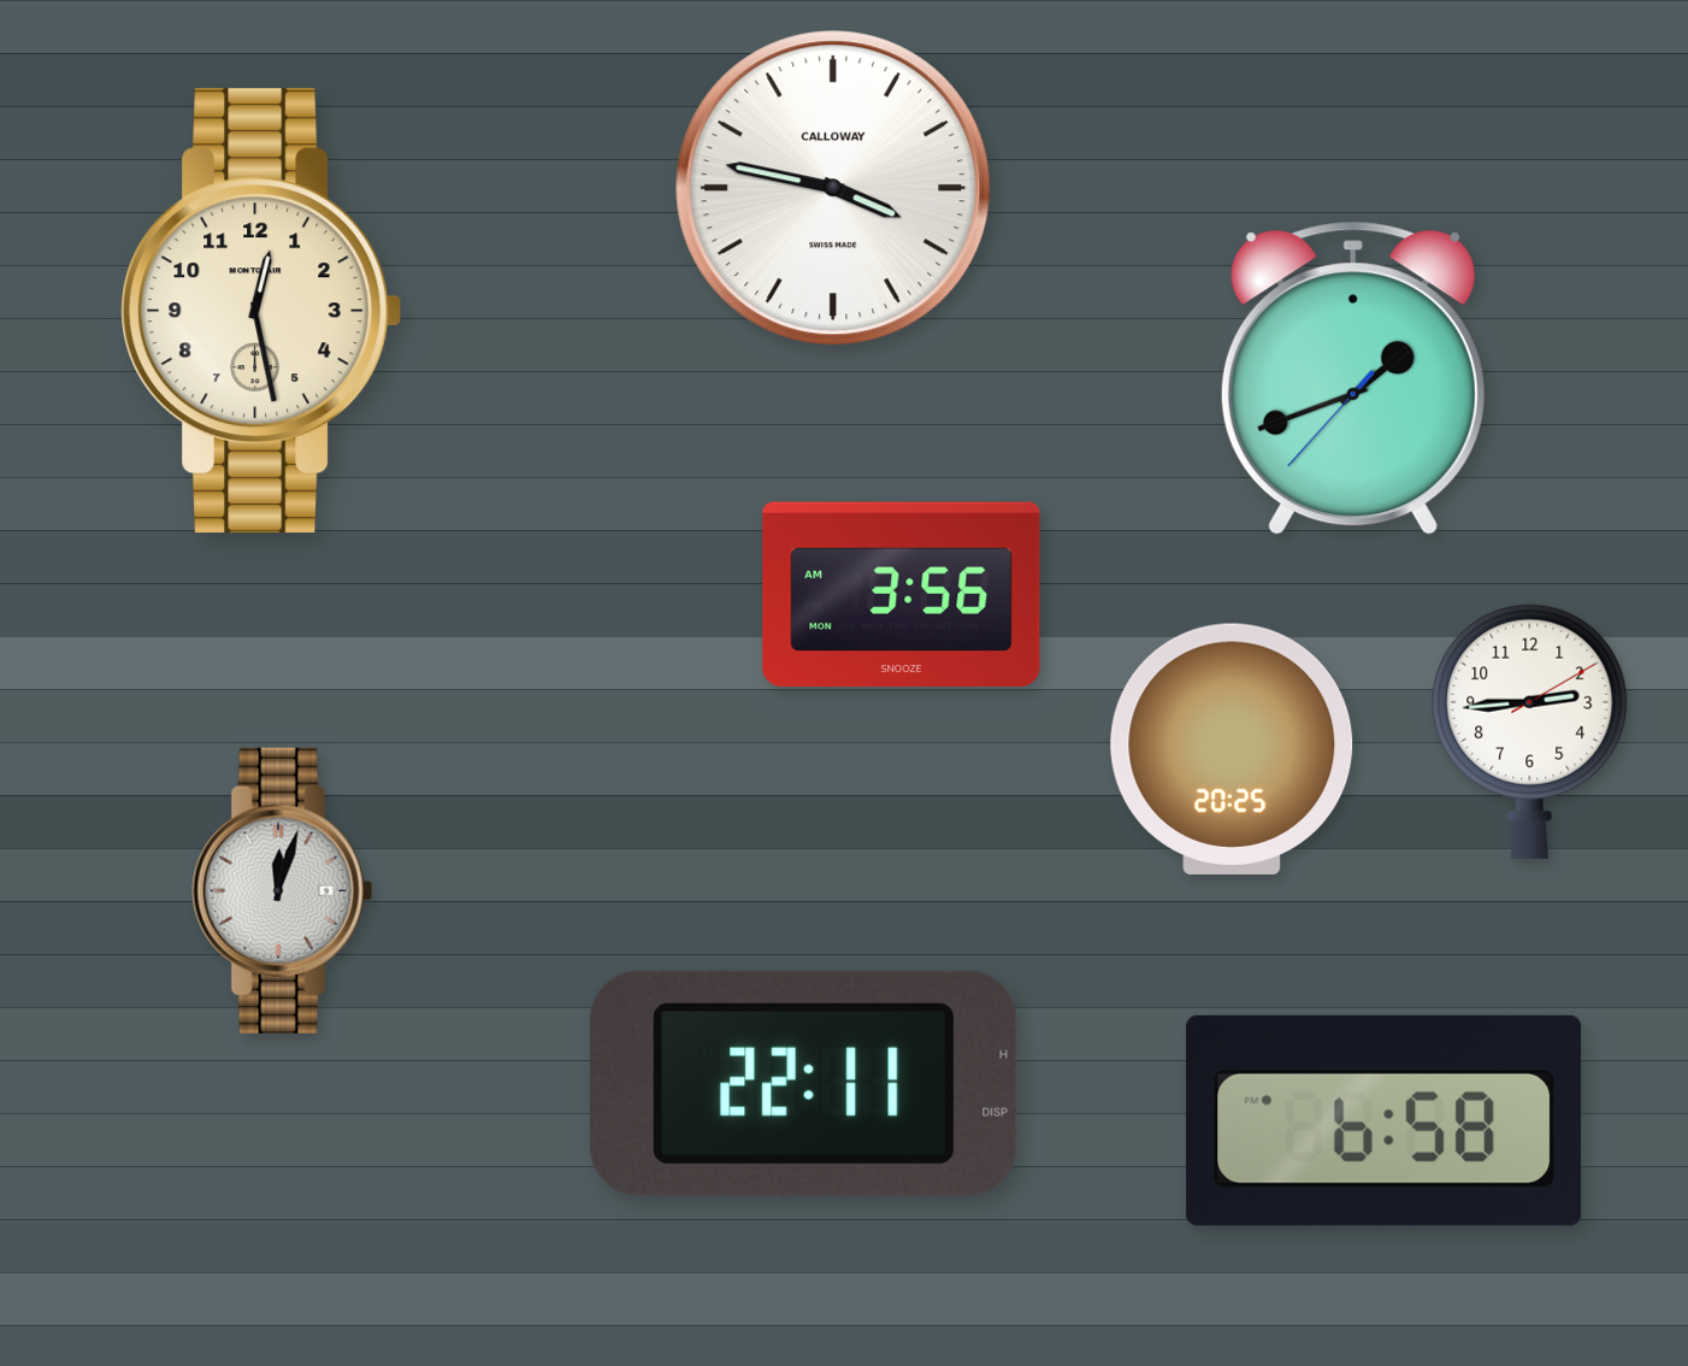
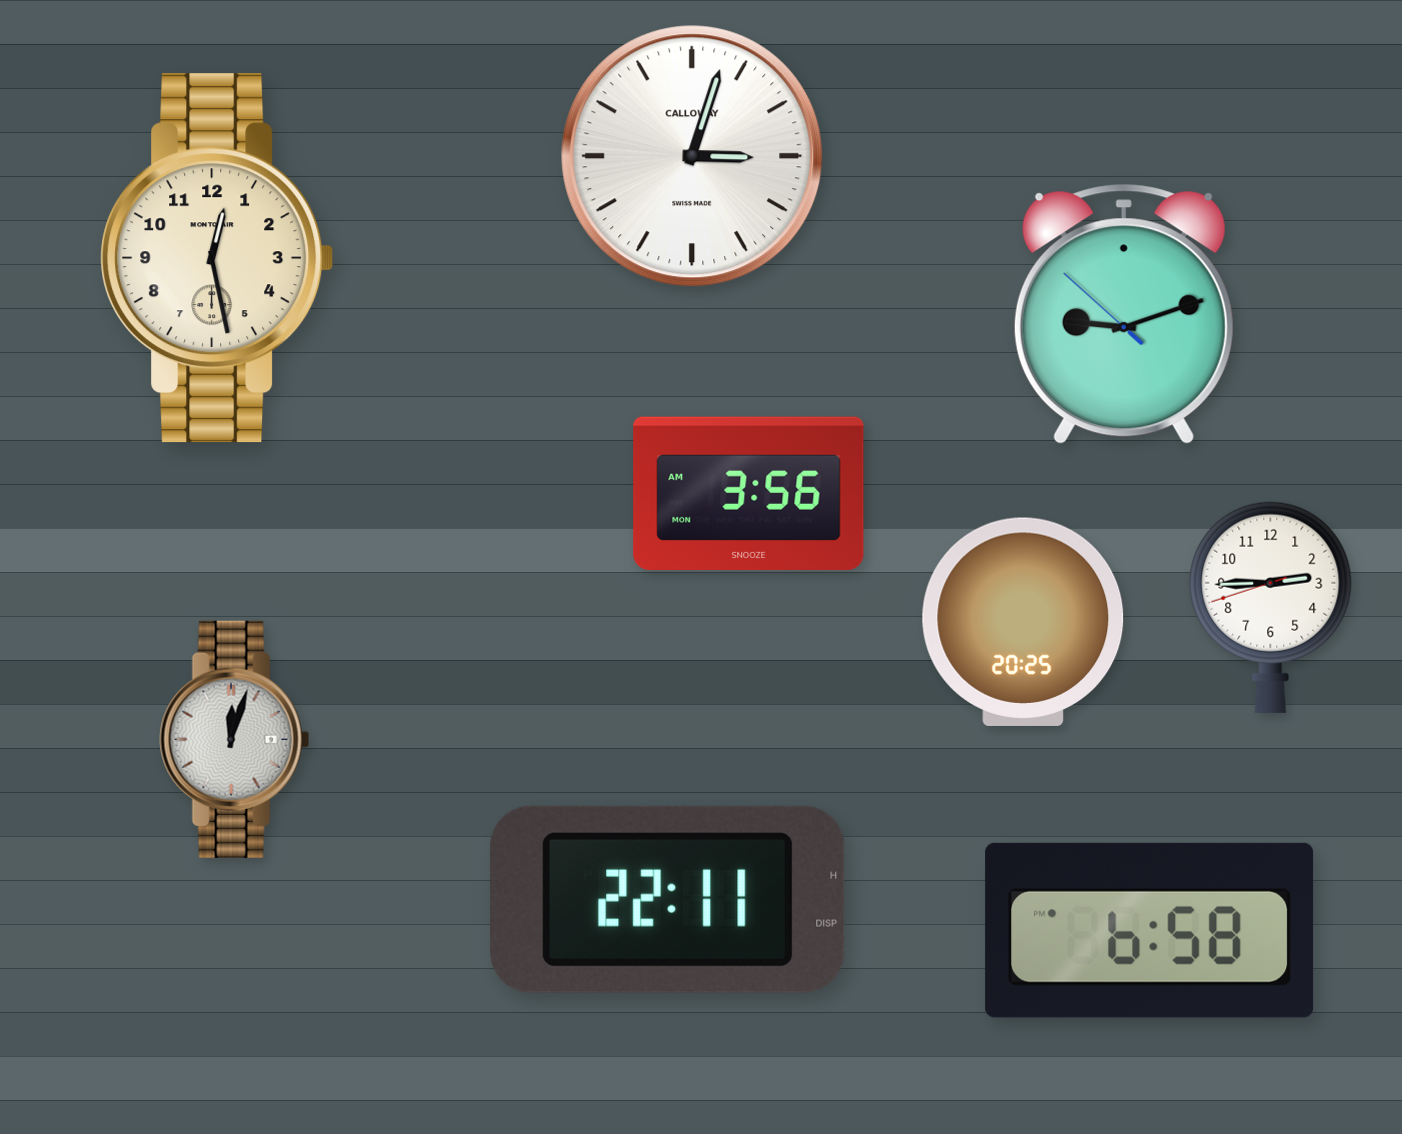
clock at (833, 188): 3:47 -> 3:03
clock at (1353, 378): 1:41 -> 9:11
clock at (1530, 731): 2:44:10 -> 2:44:42
